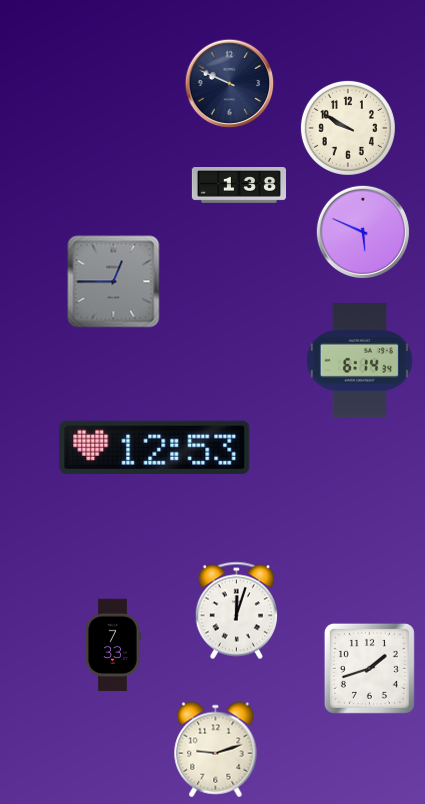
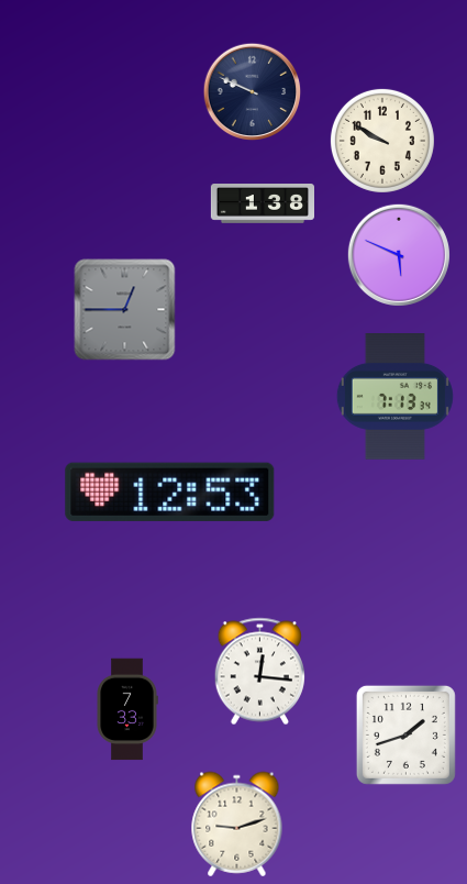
clock at (359, 361): 6:14 -> 7:13
clock at (236, 611): 12:03 -> 12:16
clock at (113, 645) position: (113, 645) -> (127, 709)
